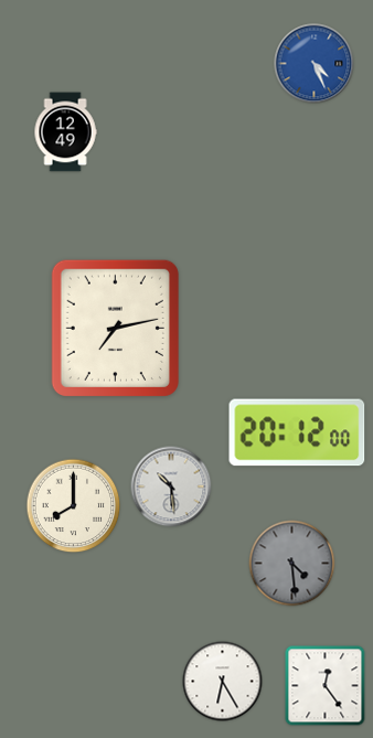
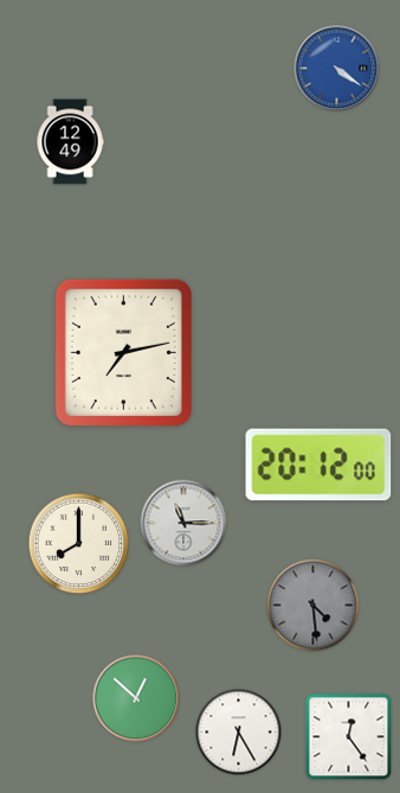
clock at (315, 64): 4:26 -> 4:21
clock at (171, 486): 10:29 -> 11:15
clock at (136, 698): none -> 12:52
